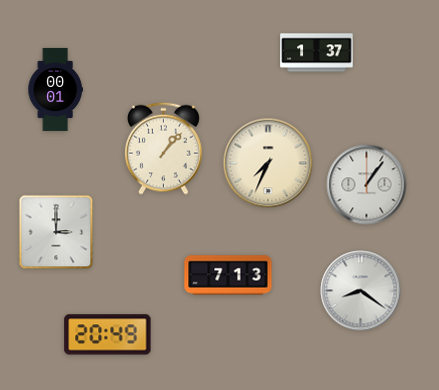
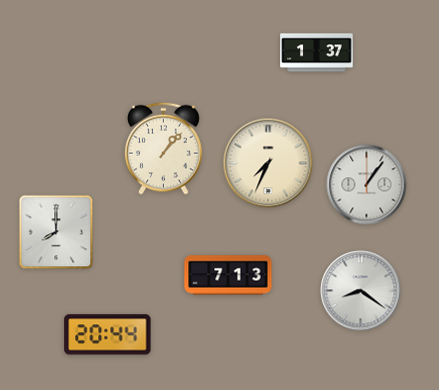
clock at (55, 89): 00:01 -> none
clock at (56, 232): 3:00 -> 8:00
clock at (108, 335): 20:49 -> 20:44
